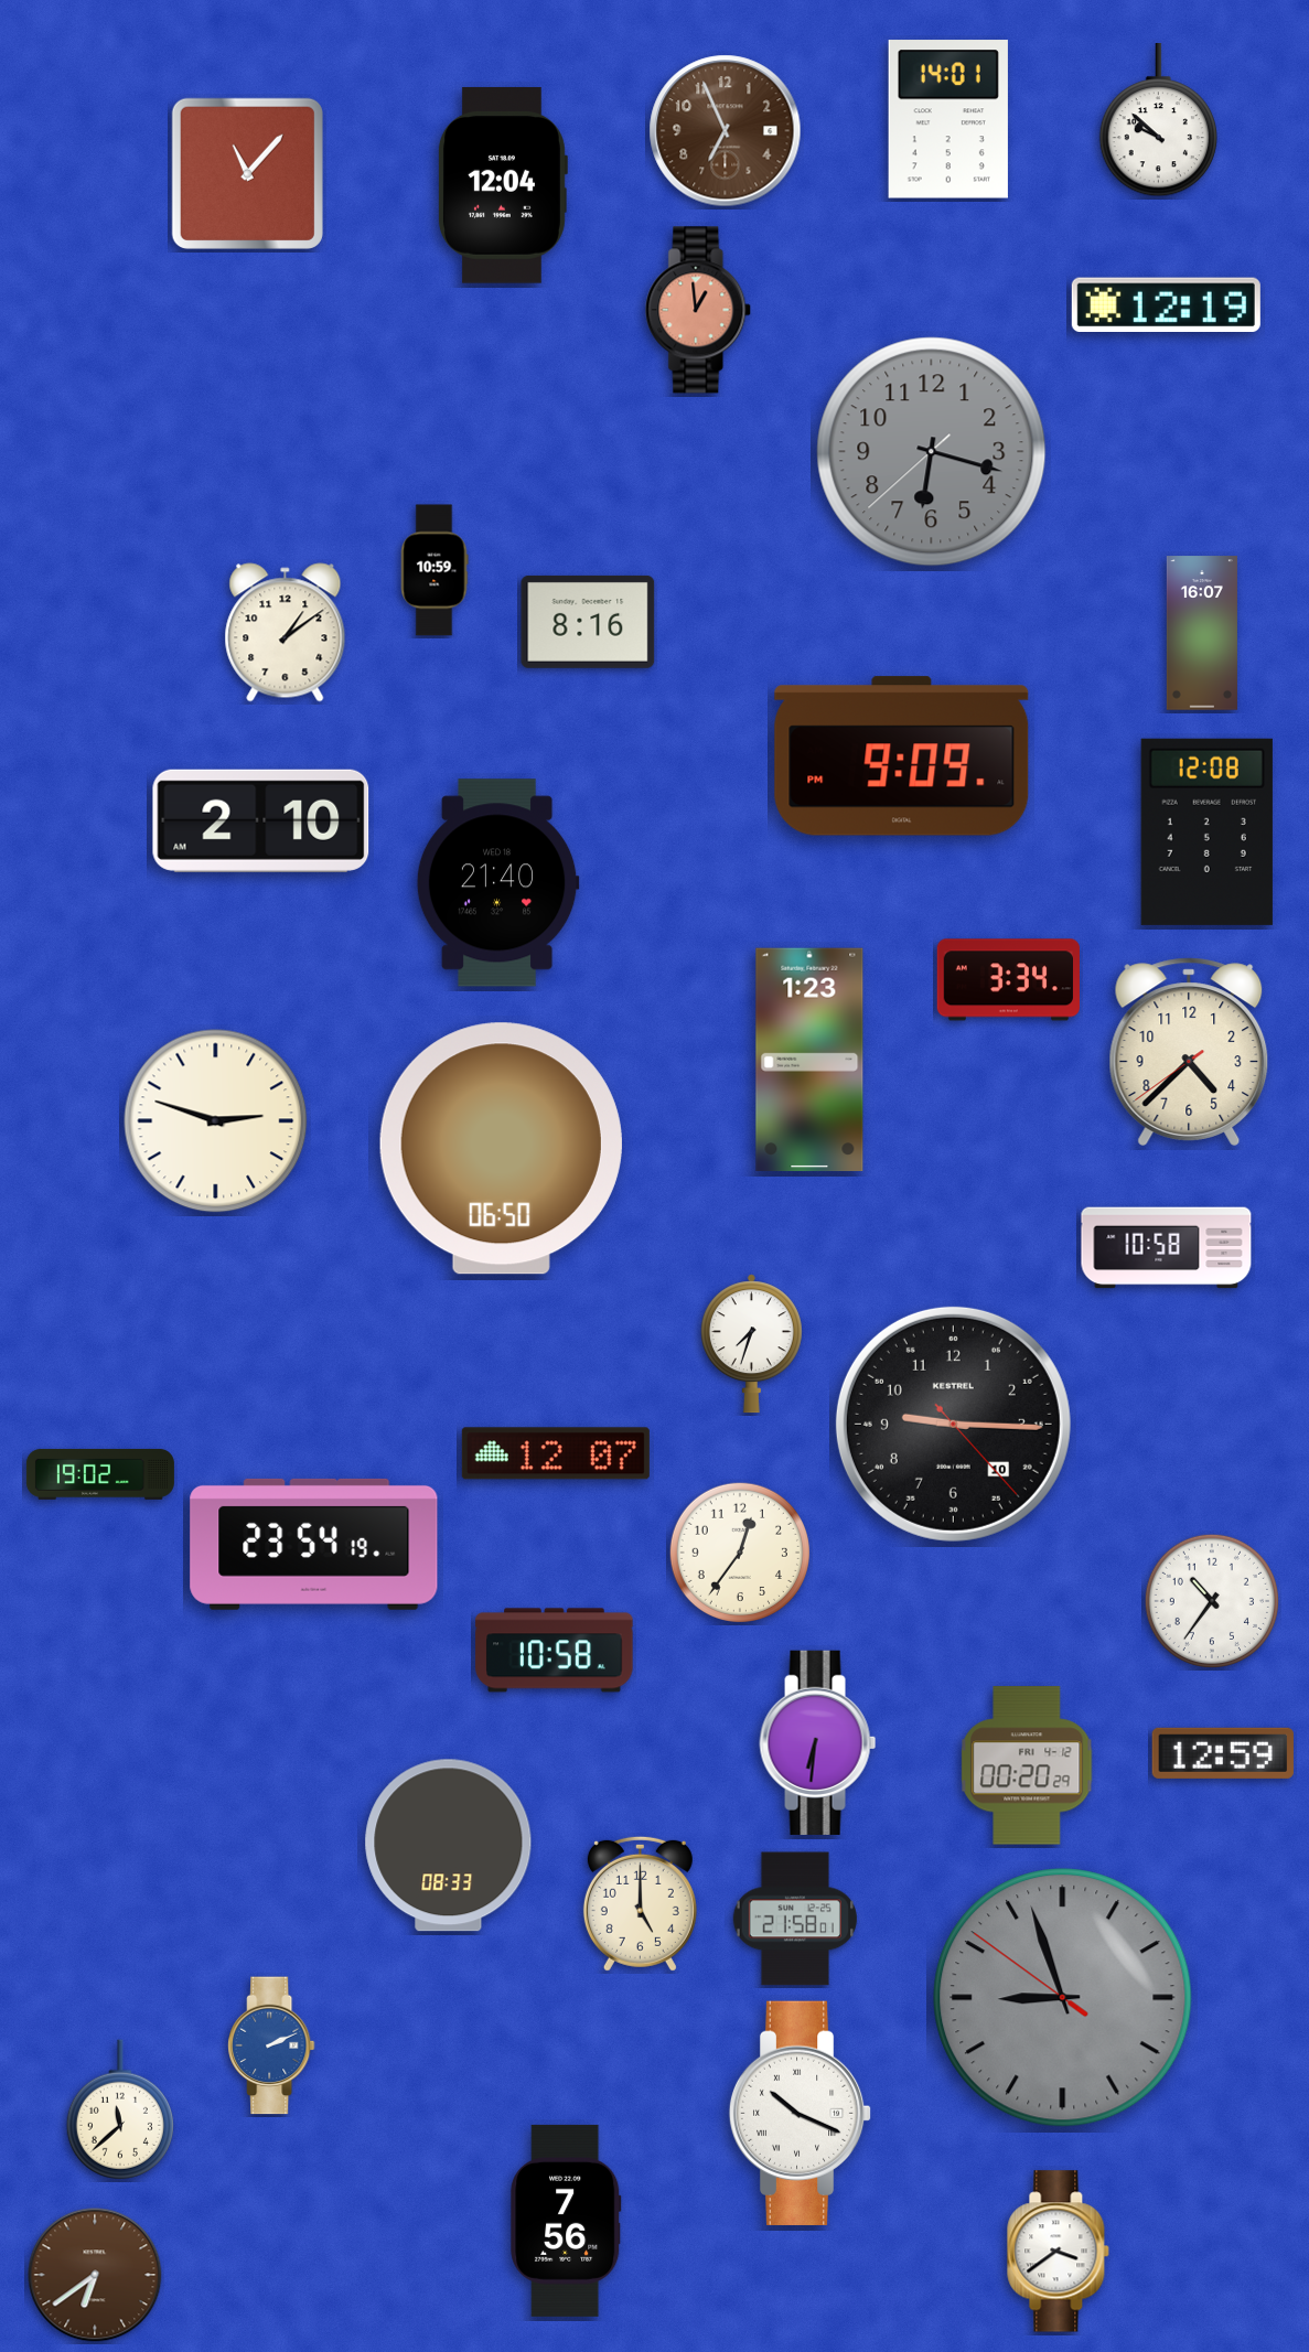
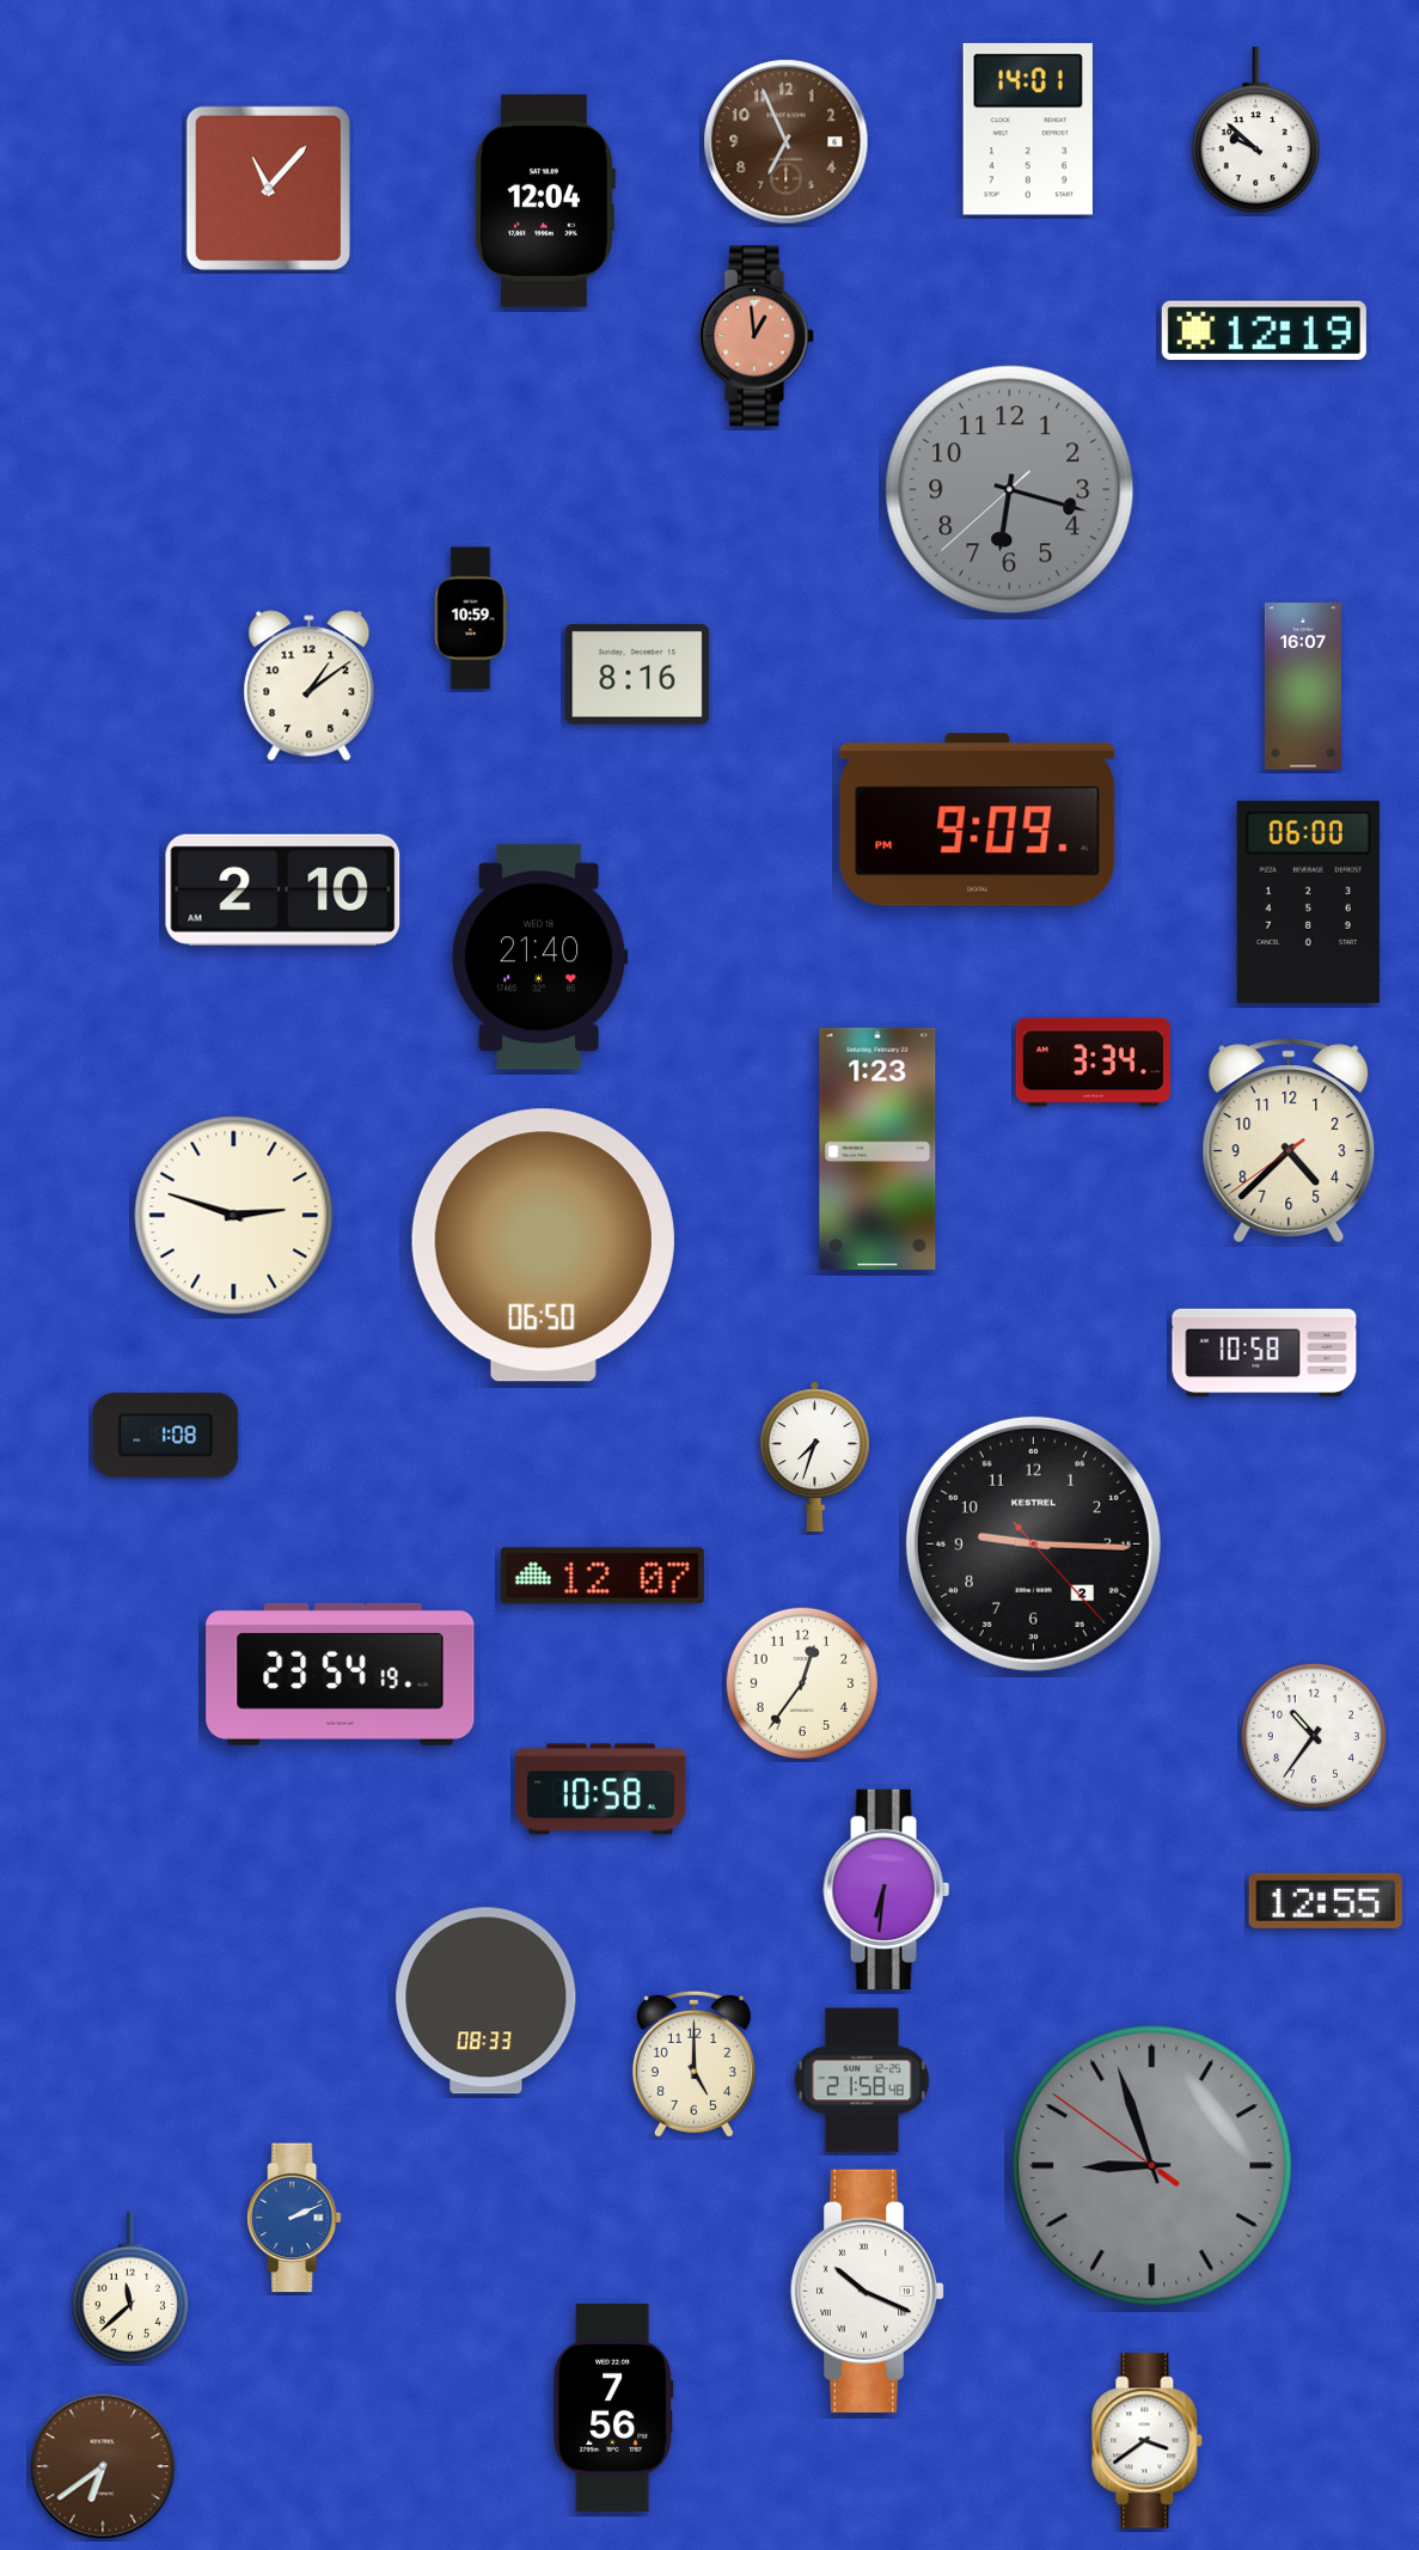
clock at (1206, 831): 12:08 -> 06:00
clock at (166, 1435): none -> 1:08
clock at (953, 1424) date: 10 -> 2
clock at (100, 1474): 19:02 -> none
clock at (1223, 1753): 12:59 -> 12:55
clock at (1027, 1765): 00:20 -> none
clock at (795, 1919): 21:58:01 -> 21:58:48
